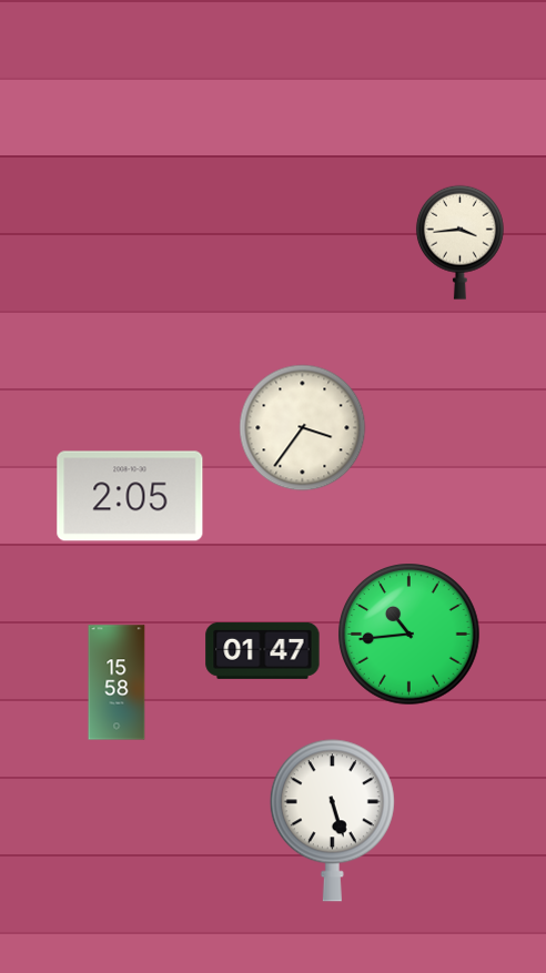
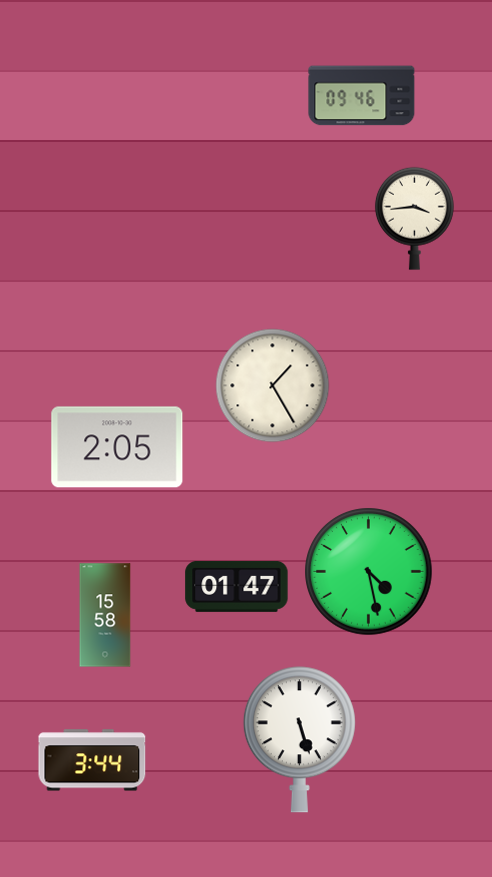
clock at (362, 96): none -> 09:46
clock at (303, 428): 3:36 -> 1:25
clock at (410, 635): 10:44 -> 4:28
clock at (92, 760): none -> 3:44
